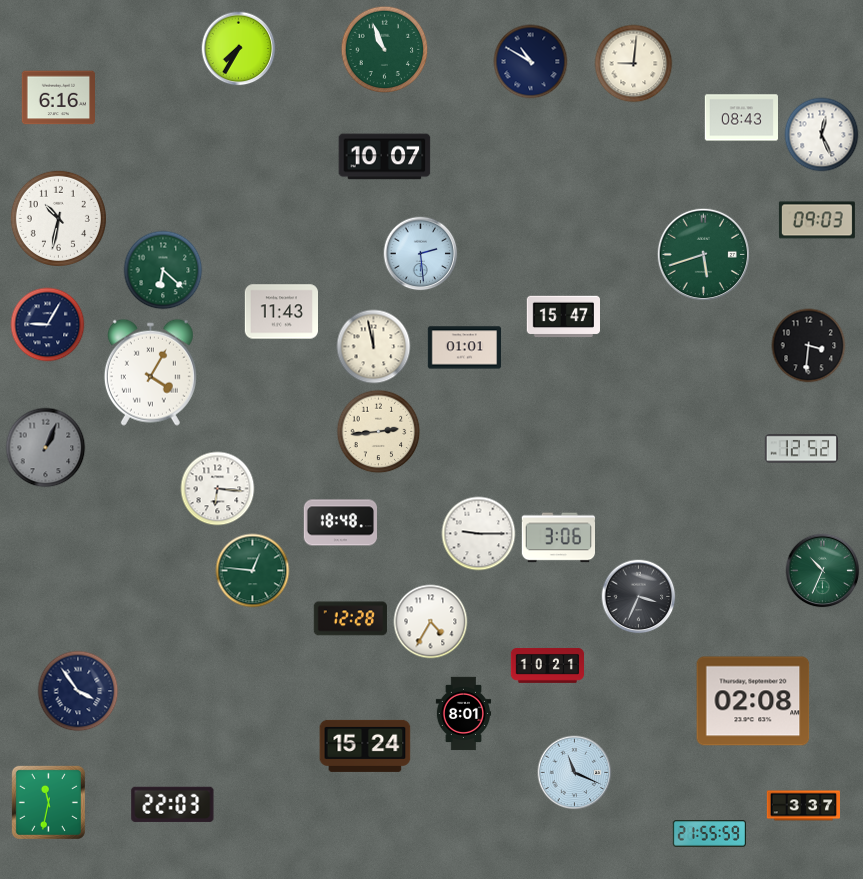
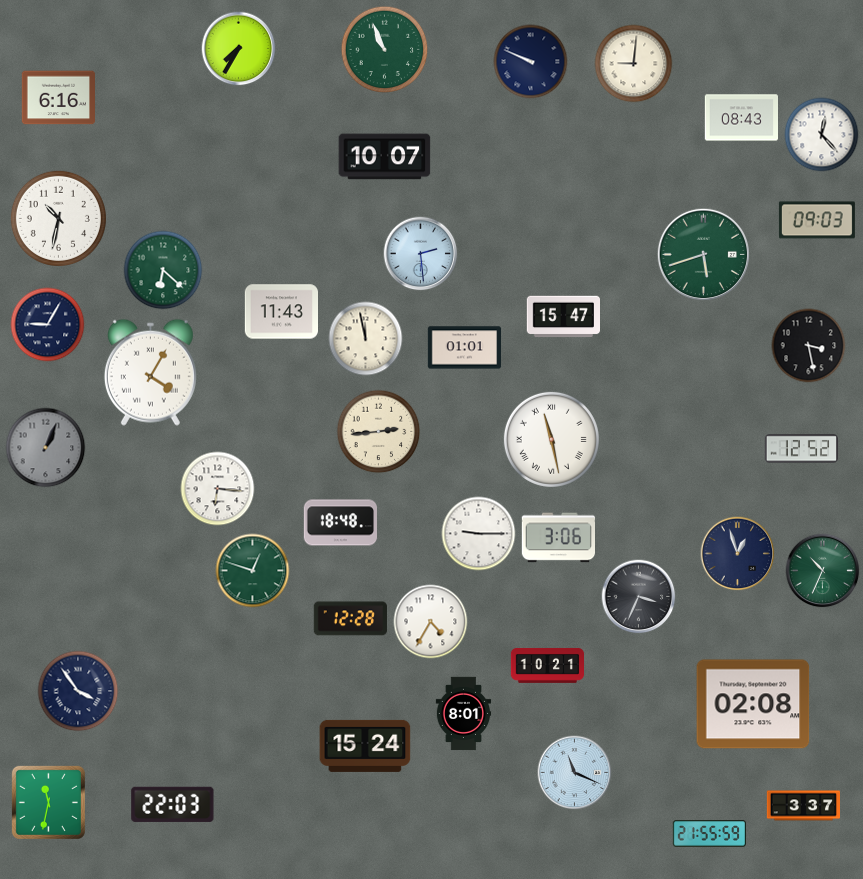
clock at (531, 62): 10:50 -> 9:49
clock at (822, 135): 12:26 -> 12:23
clock at (809, 346): 3:31 -> 3:28
clock at (374, 347) position: (374, 347) -> (366, 339)
clock at (551, 439): none -> 11:28
clock at (738, 554): none -> 12:57
clock at (253, 571): 12:46 -> 12:48
clock at (753, 701) position: (753, 701) -> (753, 704)
